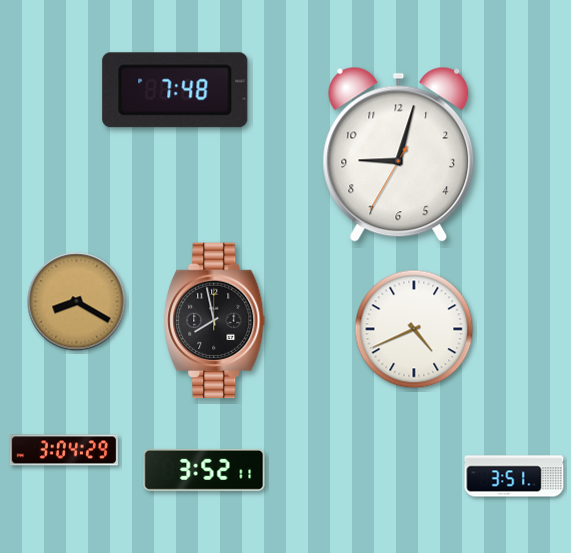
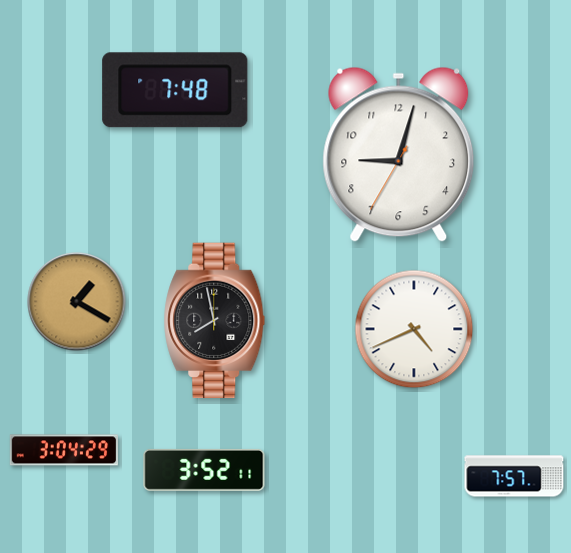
clock at (77, 302): 8:20 -> 1:20
clock at (514, 476): 3:51 -> 7:57
